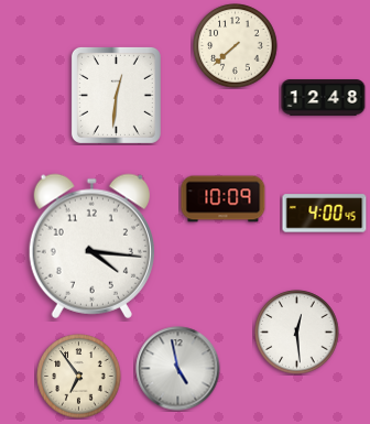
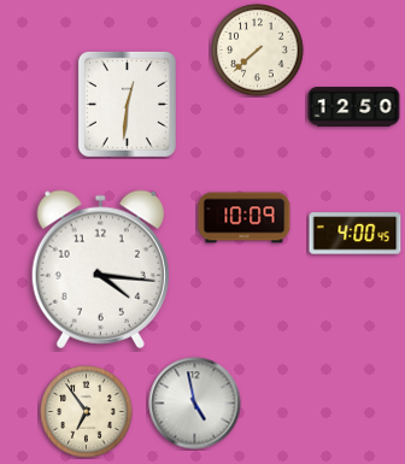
clock at (324, 98): 12:48 -> 12:50
clock at (297, 333): 12:29 -> none
